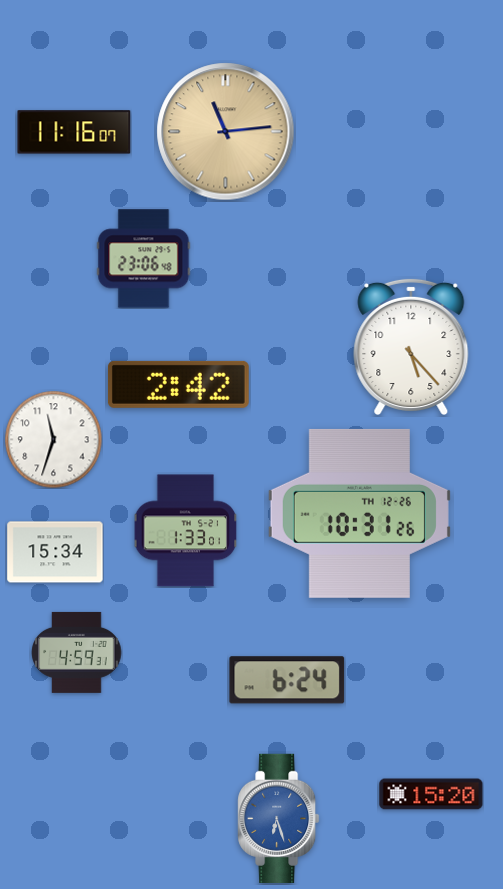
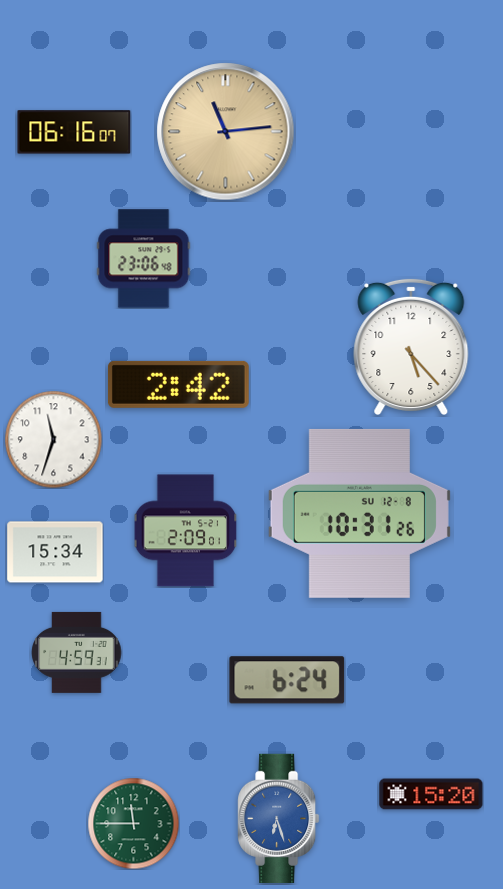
clock at (74, 132): 11:16 -> 06:16
clock at (359, 513) date: TH 12-26 -> SU 12-8
clock at (186, 531): 1:33 -> 2:09
clock at (133, 823): none -> 11:45
